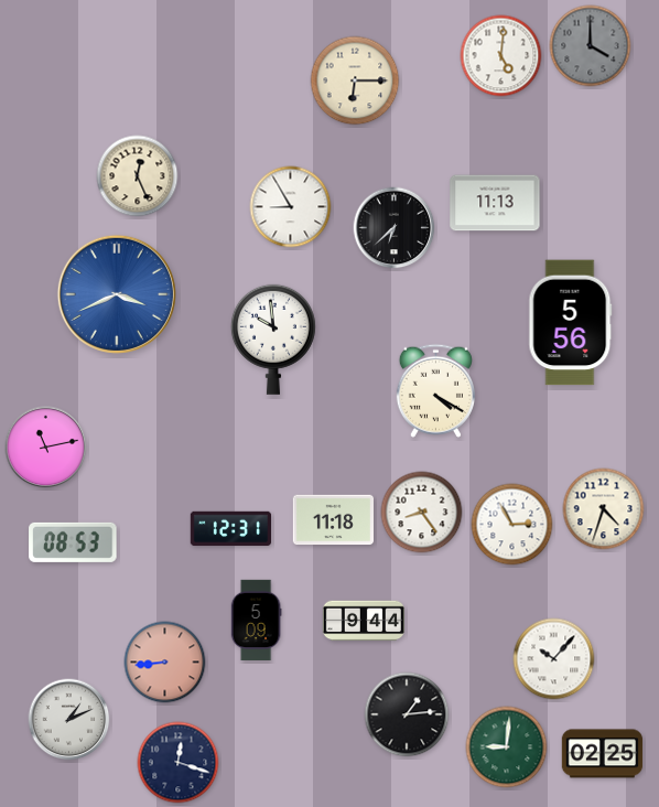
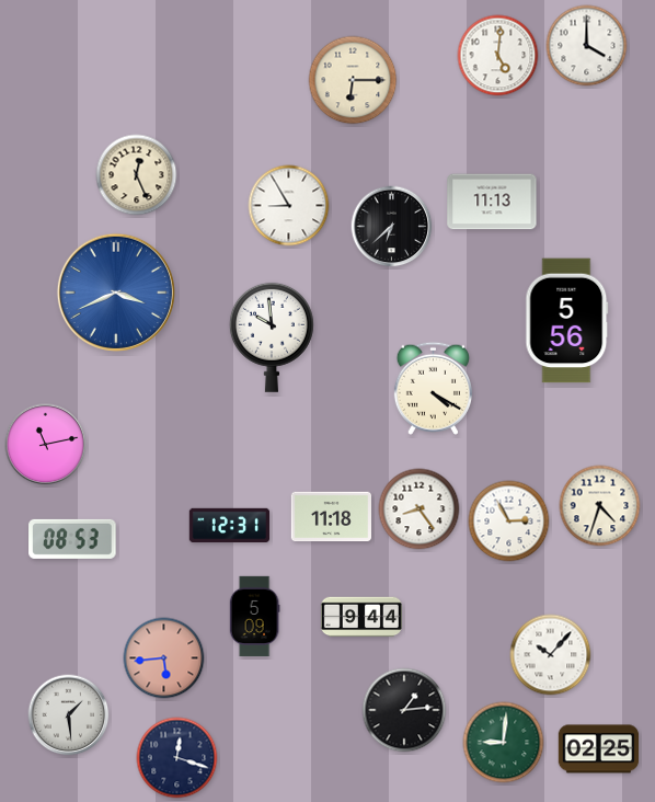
clock at (591, 46) dial: grey -> white
clock at (165, 663): 8:44 -> 5:44
clock at (69, 720): 1:11 -> 1:29
